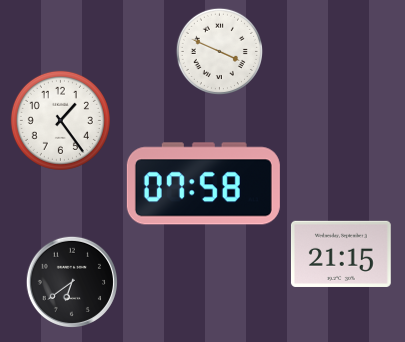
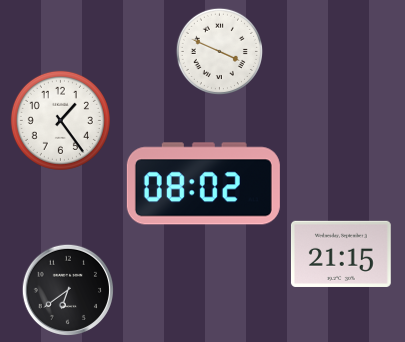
clock at (203, 184): 07:58 -> 08:02
clock at (72, 282) position: (72, 282) -> (68, 290)
